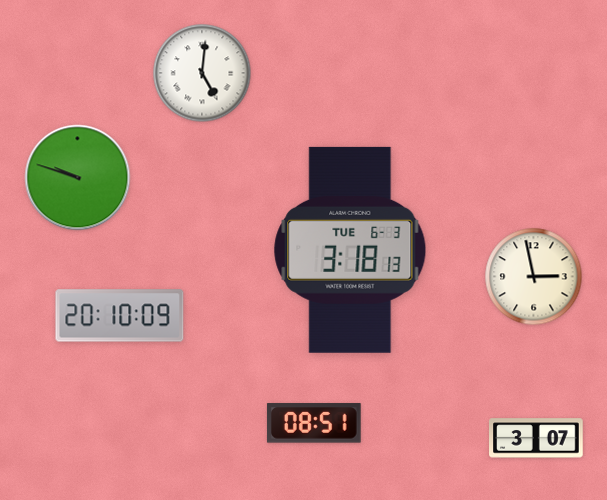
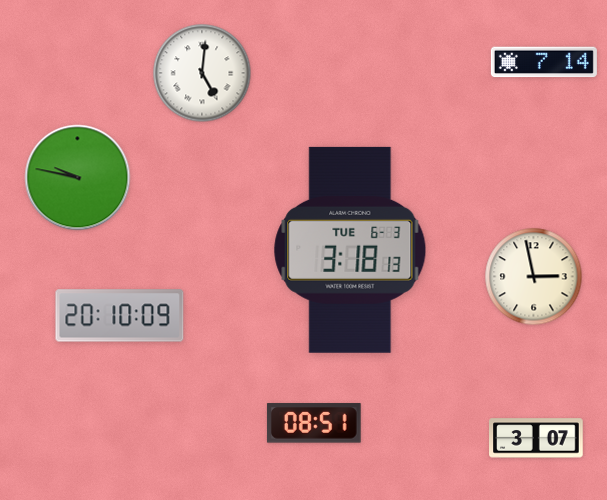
clock at (544, 62): none -> 7:14
clock at (78, 178): 9:48 -> 9:47
